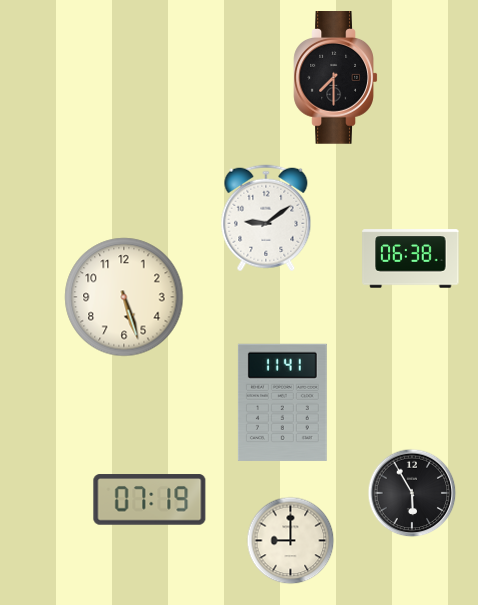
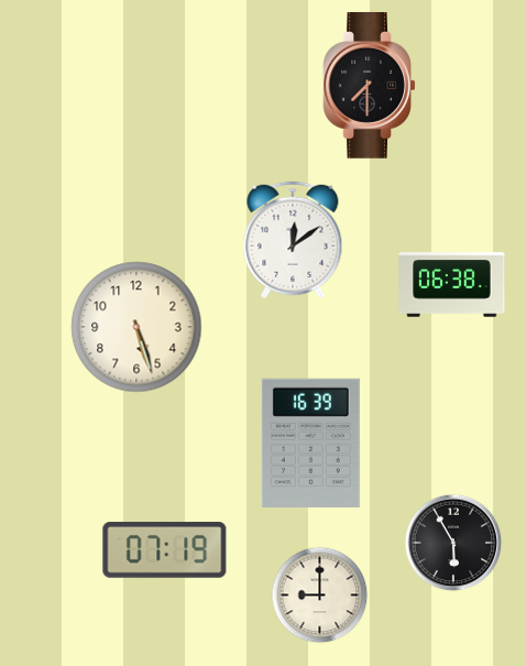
clock at (266, 218): 9:09 -> 12:09
clock at (282, 402): 11:41 -> 16:39
